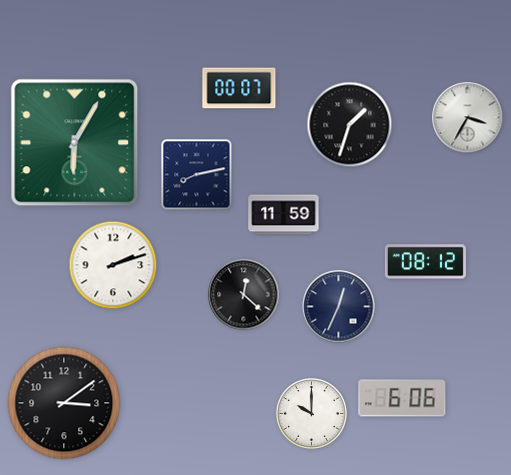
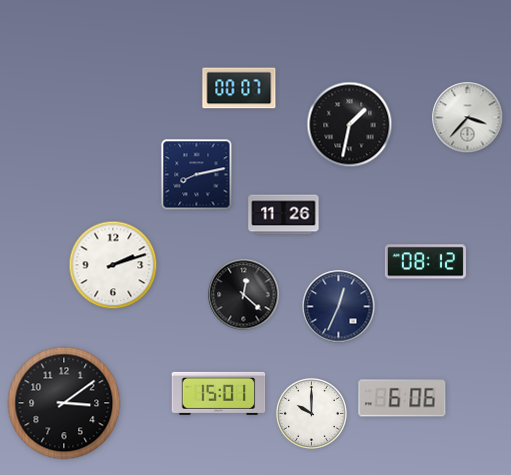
clock at (468, 118): 3:35 -> 3:37
clock at (350, 125): 1:33 -> 1:32
clock at (75, 143): 6:05 -> none
clock at (284, 215): 11:59 -> 11:26
clock at (219, 393): none -> 15:01
